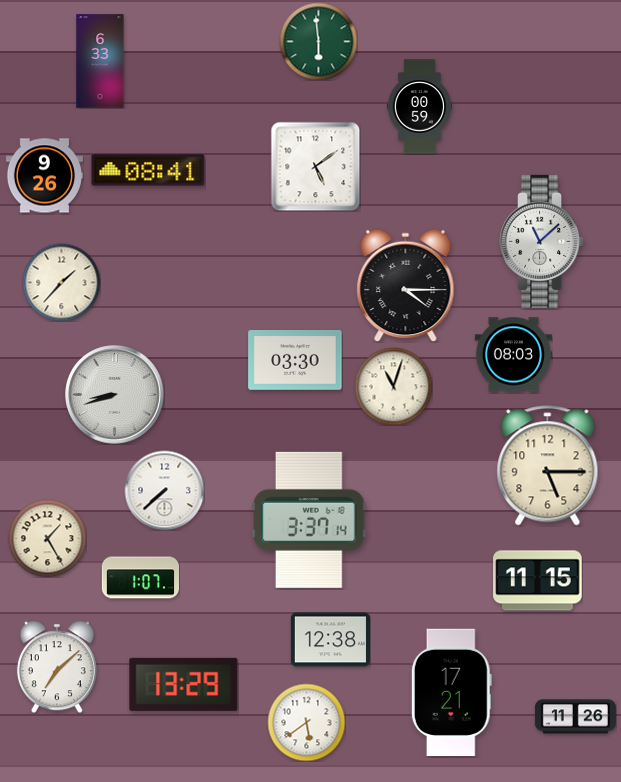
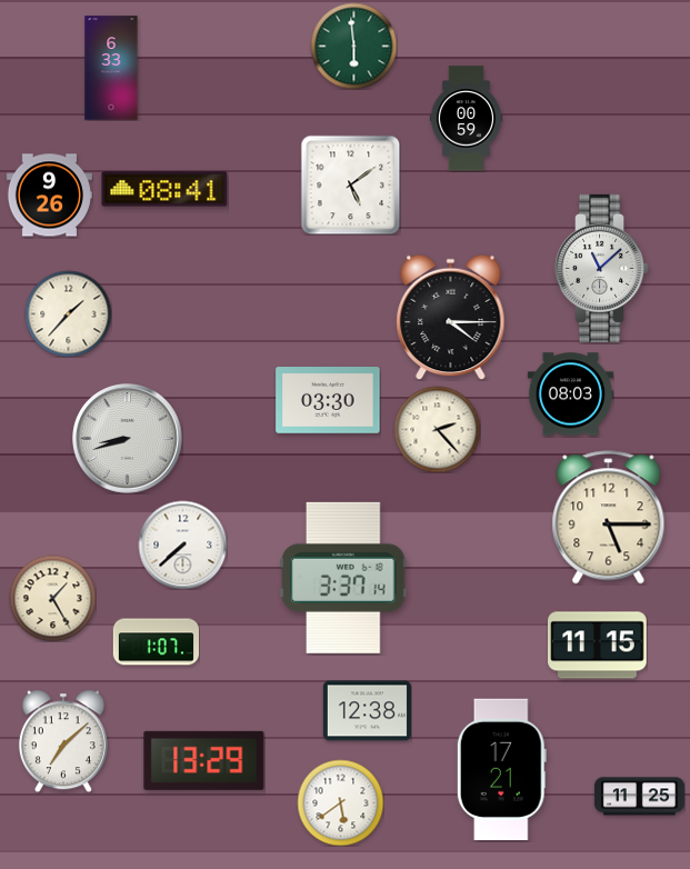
clock at (393, 386): 11:03 -> 2:23
clock at (575, 717): 11:26 -> 11:25
